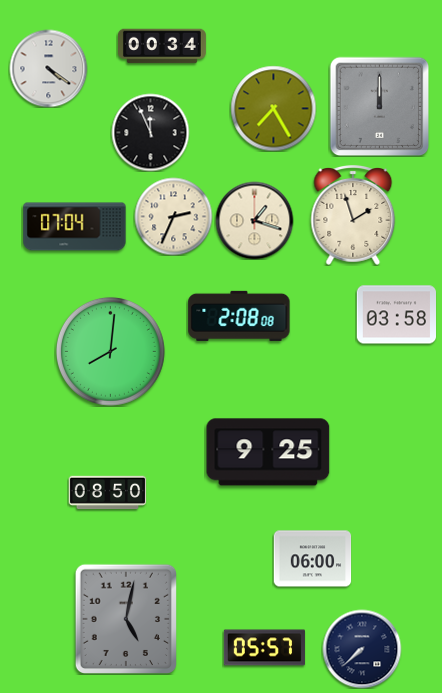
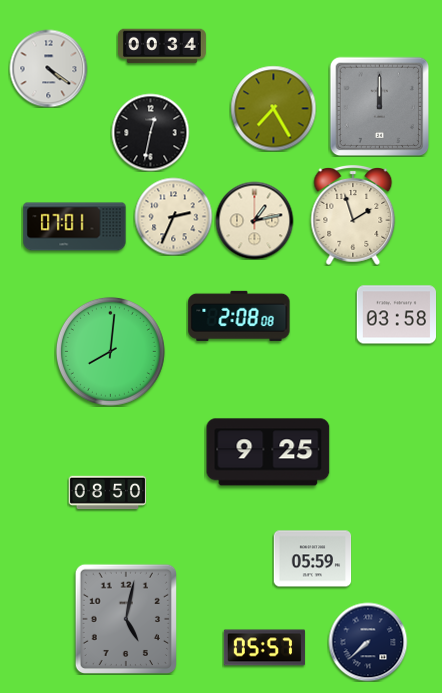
clock at (150, 132): 11:56 -> 12:32
clock at (254, 220): 1:18 -> 1:13
clock at (75, 227): 07:04 -> 07:01
clock at (312, 559): 06:00 -> 05:59
clock at (362, 649) position: (362, 649) -> (368, 642)
